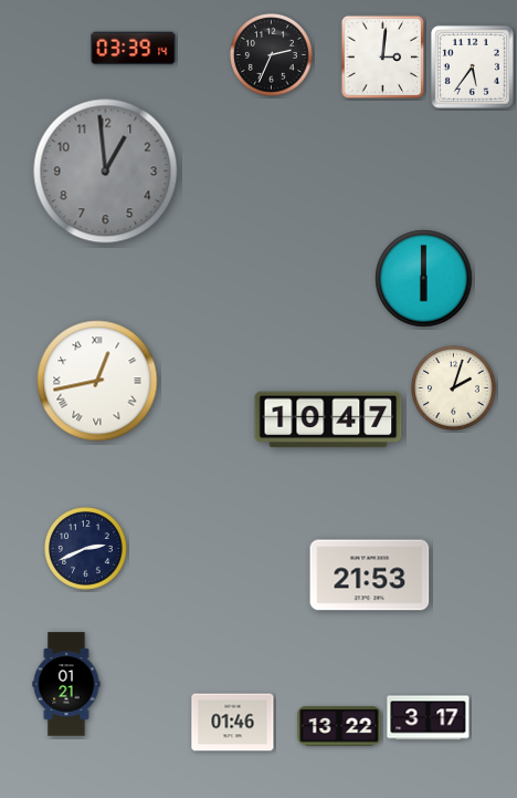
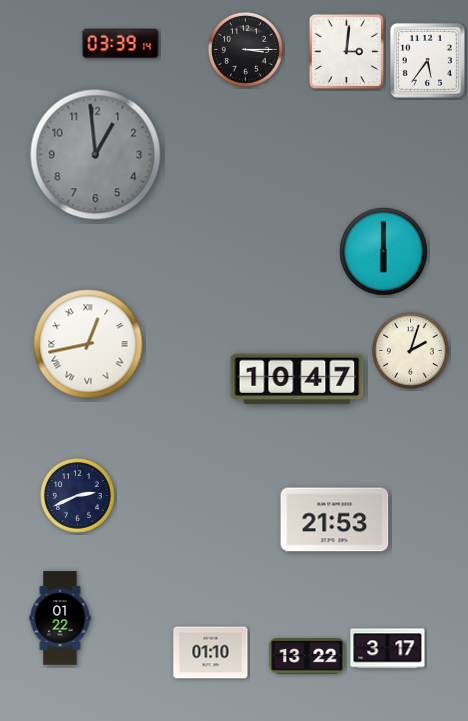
clock at (272, 55): 2:34 -> 3:15
clock at (66, 684): 01:21 -> 01:22
clock at (233, 723): 01:46 -> 01:10
